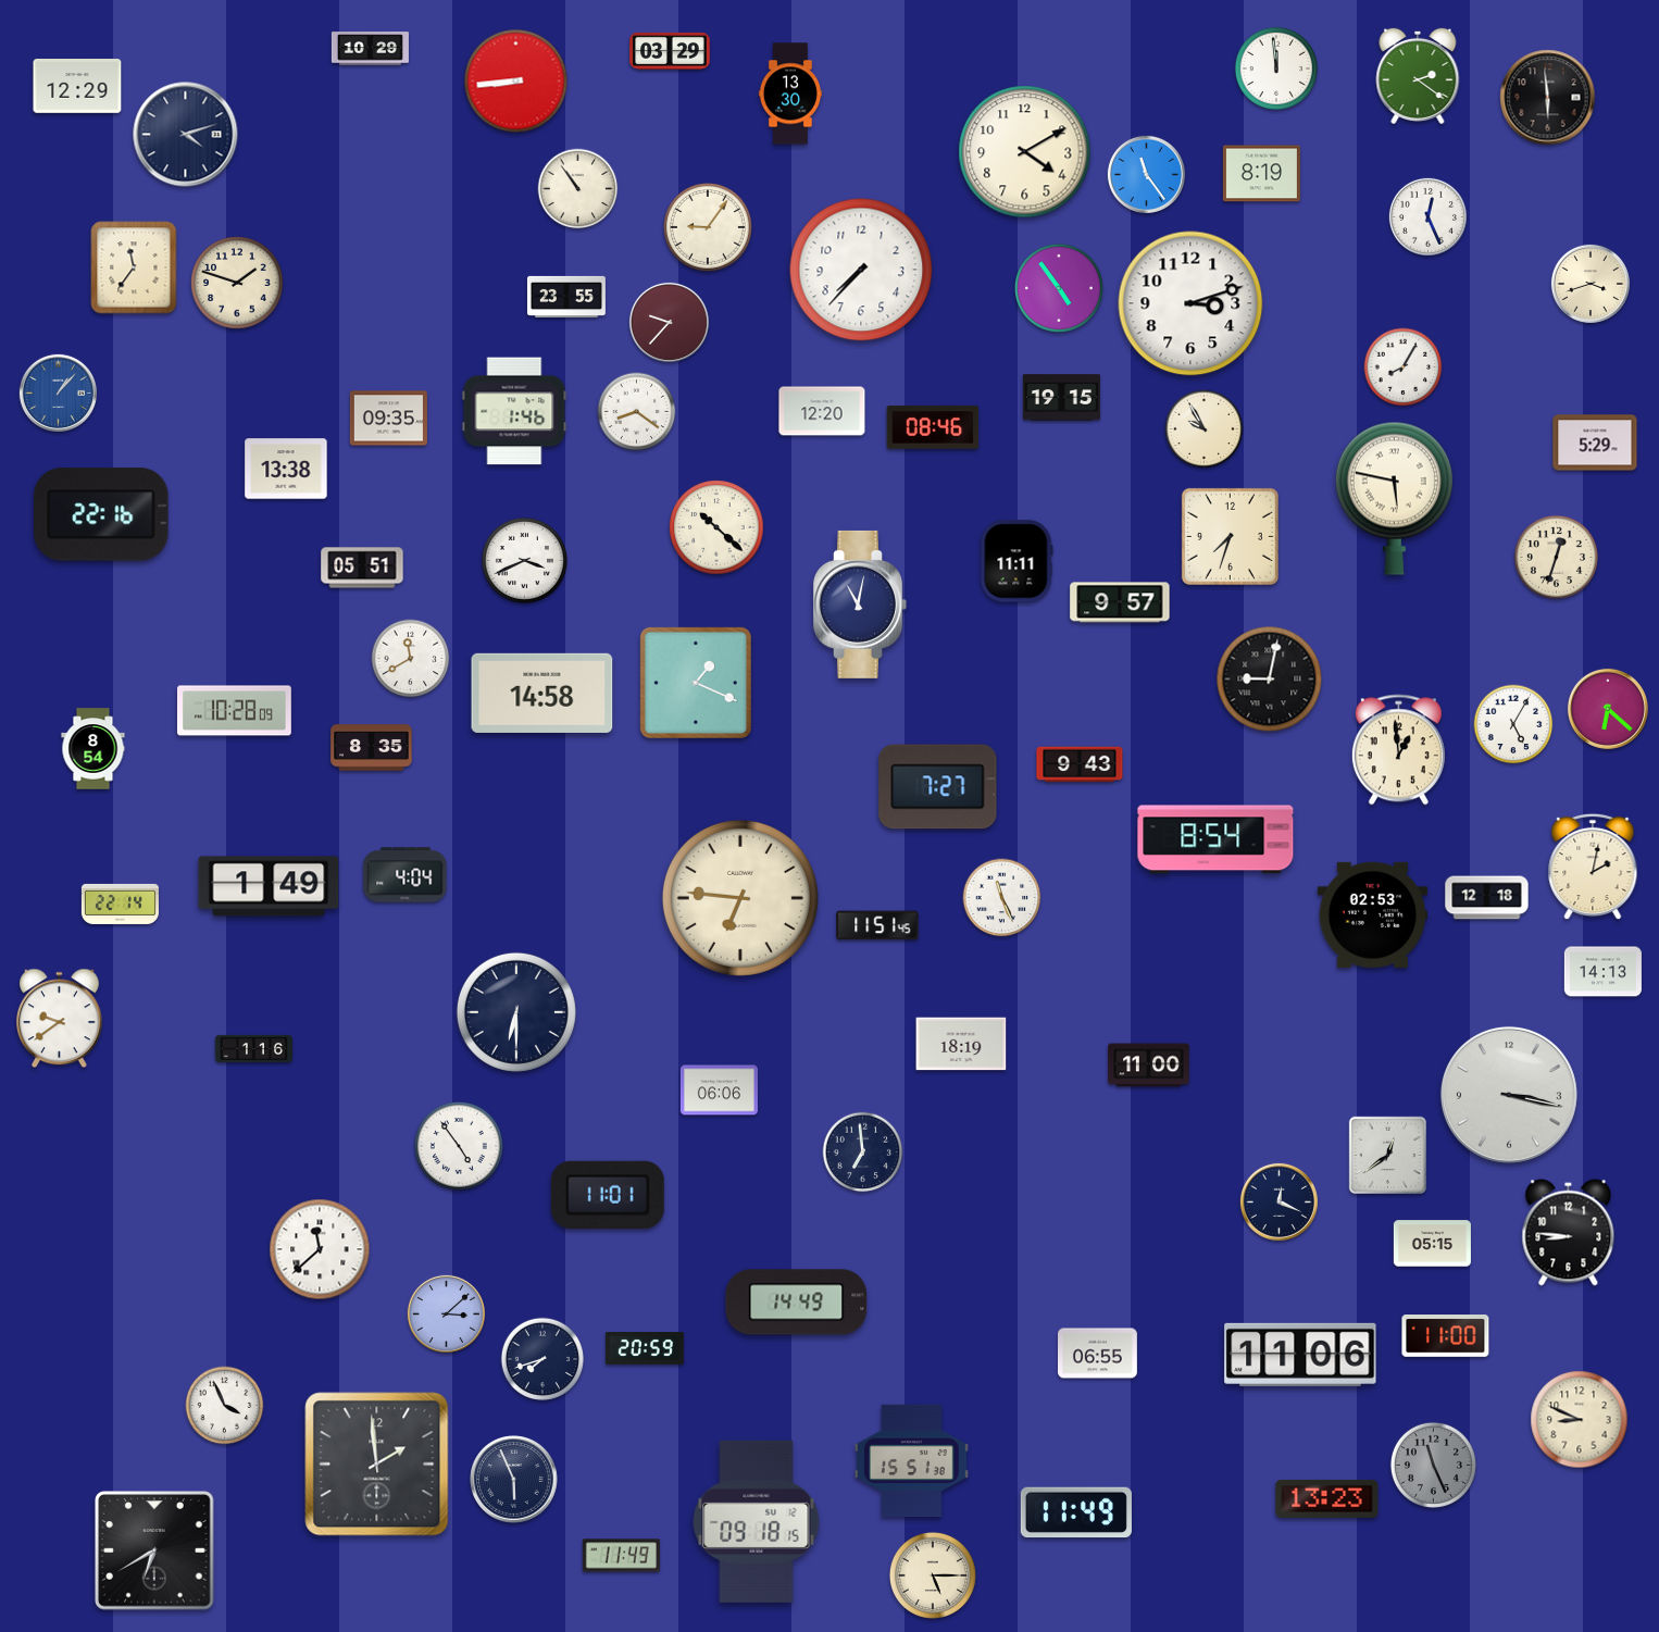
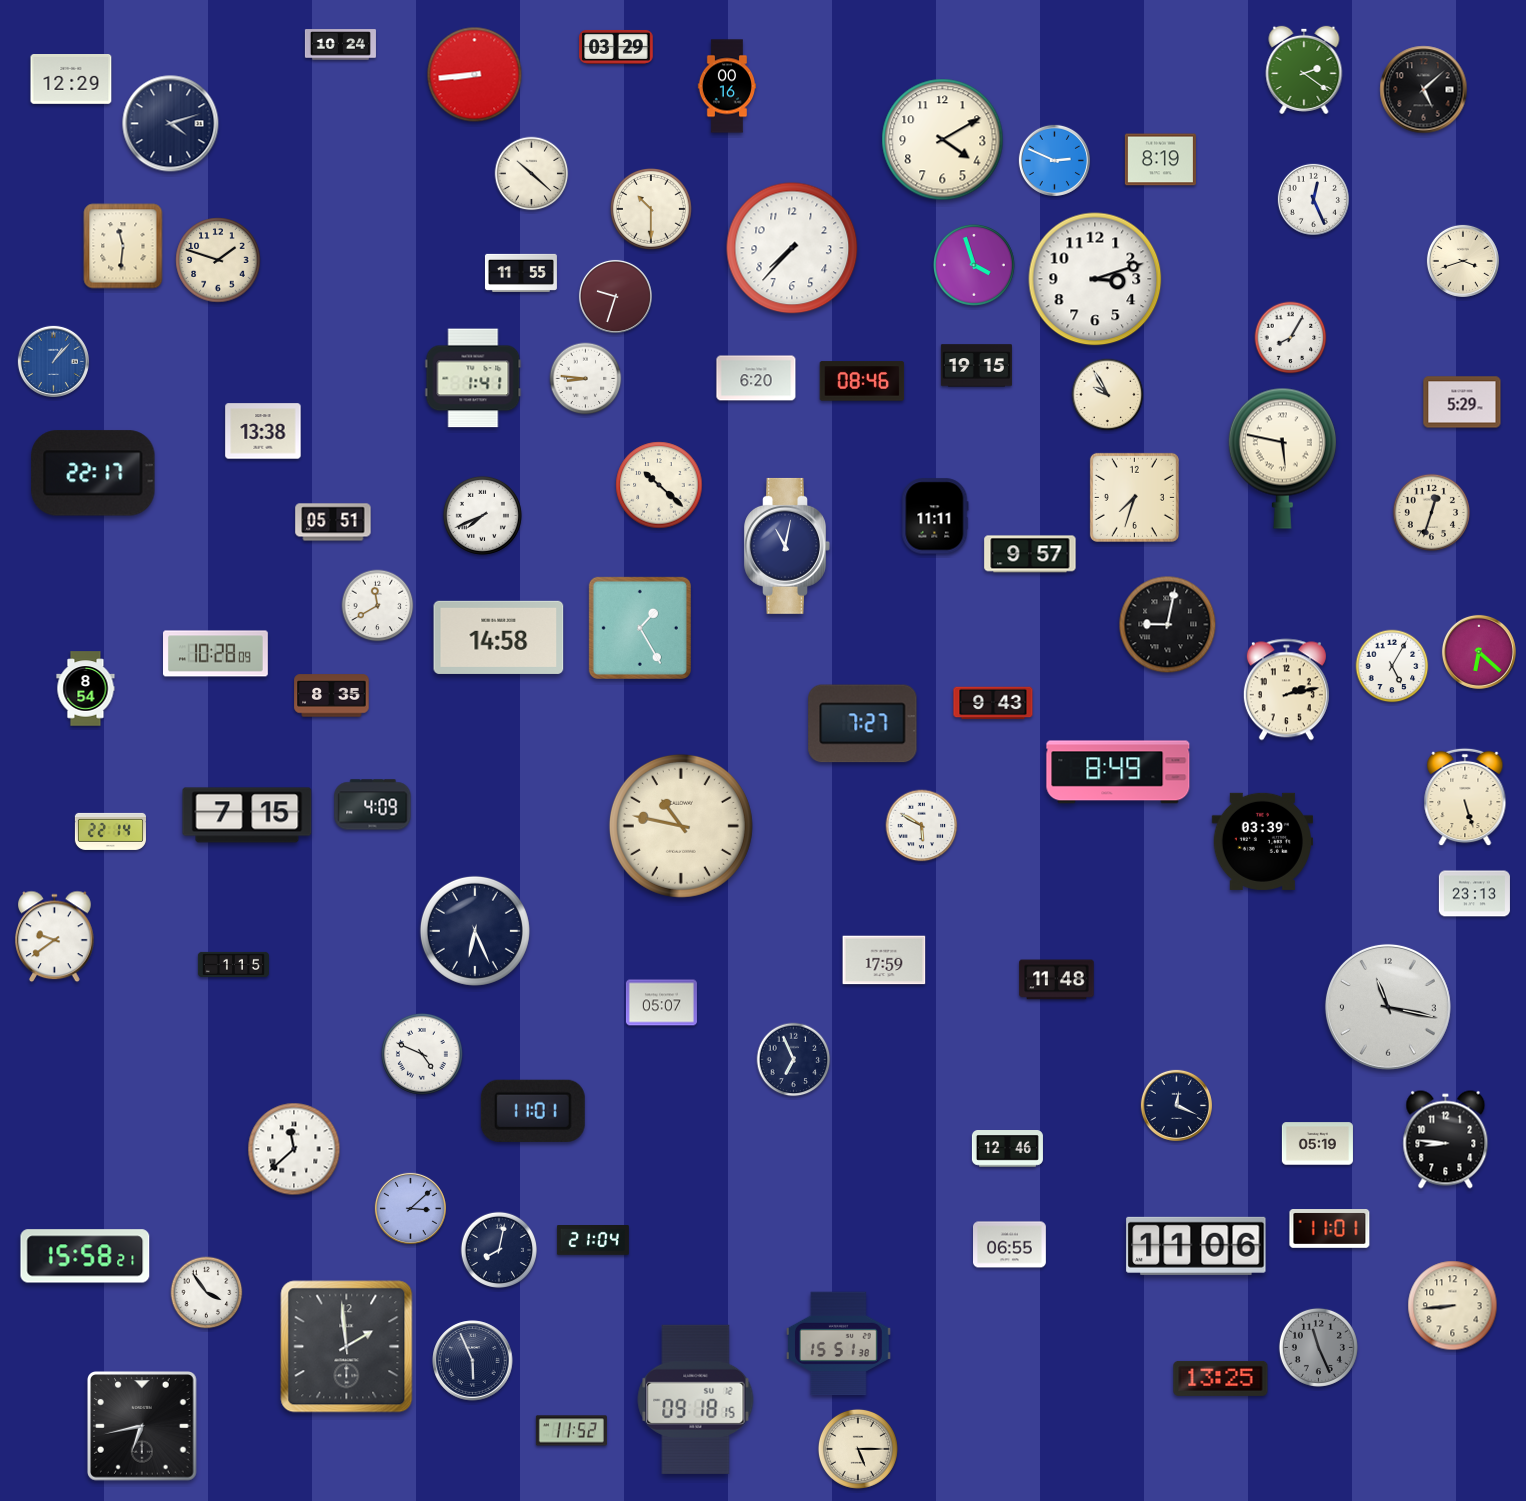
clock at (370, 49): 10:29 -> 10:24
clock at (1275, 67): 11:59 -> none
clock at (789, 94): 13:30 -> 00:16
clock at (1548, 98): 5:59 -> 5:08
clock at (1146, 174): 11:24 -> 2:49
clock at (578, 189): 10:54 -> 10:22
clock at (709, 228): 9:06 -> 10:30
clock at (134, 267): 11:36 -> 11:31
clock at (1060, 289): 4:54 -> 3:57
clock at (566, 296): 23:55 -> 11:55
clock at (669, 322): 9:37 -> 9:33
clock at (514, 411): 1:46 -> 1:41
clock at (822, 411): 12:20 -> 6:20
clock at (637, 412): 8:21 -> 8:46
clock at (388, 419): 09:35 -> none
clock at (933, 427) position: (933, 427) -> (862, 381)
clock at (1595, 443) position: (1595, 443) -> (1462, 402)
clock at (101, 514): 22:16 -> 22:17
clock at (1230, 536) position: (1230, 536) -> (1134, 497)
clock at (524, 560): 3:41 -> 7:41
clock at (860, 605) position: (860, 605) -> (787, 546)
clock at (696, 683): 1:19 -> 1:25
clock at (372, 748) position: (372, 748) -> (332, 696)
clock at (1398, 750): 12:59 -> 2:13
clock at (1215, 839): 8:54 -> 8:49
clock at (1593, 867): 2:02 -> 5:27
clock at (406, 875): 4:04 -> 4:09
clock at (269, 886): 1:49 -> 7:15
clock at (740, 898): 6:46 -> 10:47
clock at (1002, 898): 11:26 -> 5:50
clock at (1487, 898): 12:18 -> none
clock at (1372, 914): 02:53 -> 03:39
clock at (877, 925): 11:51 -> none
clock at (1602, 972): 14:13 -> 23:13
clock at (516, 1012): 6:30 -> 6:26
clock at (961, 1044): 18:19 -> 17:59
clock at (253, 1048): 1:16 -> 1:15
clock at (1149, 1066): 11:00 -> 11:48
clock at (719, 1091): 06:06 -> 05:07
clock at (1509, 1095): 3:17 -> 11:17
clock at (460, 1147): 4:54 -> 4:49
clock at (863, 1153): 6:59 -> 6:56
clock at (1387, 1155): 12:39 -> none
clock at (608, 1195) position: (608, 1195) -> (533, 1111)
clock at (1569, 1233) position: (1569, 1233) -> (1446, 1140)
clock at (1432, 1244): 05:15 -> 05:19
clock at (1007, 1149): none -> 12:46
clock at (797, 1303): 14:49 -> none
clock at (1446, 1336): 11:00 -> 11:01
clock at (645, 1349): 20:59 -> 21:04
clock at (541, 1358): 7:42 -> 8:02
clock at (85, 1256): none -> 15:58
clock at (225, 1406): 3:56 -> 3:54
clock at (1580, 1420): 8:49 -> 8:44
clock at (1327, 1498): 13:23 -> 13:25
clock at (1076, 1512): 11:49 -> none
clock at (154, 1550): 6:40 -> 6:43
clock at (621, 1556): 11:49 -> 11:52
